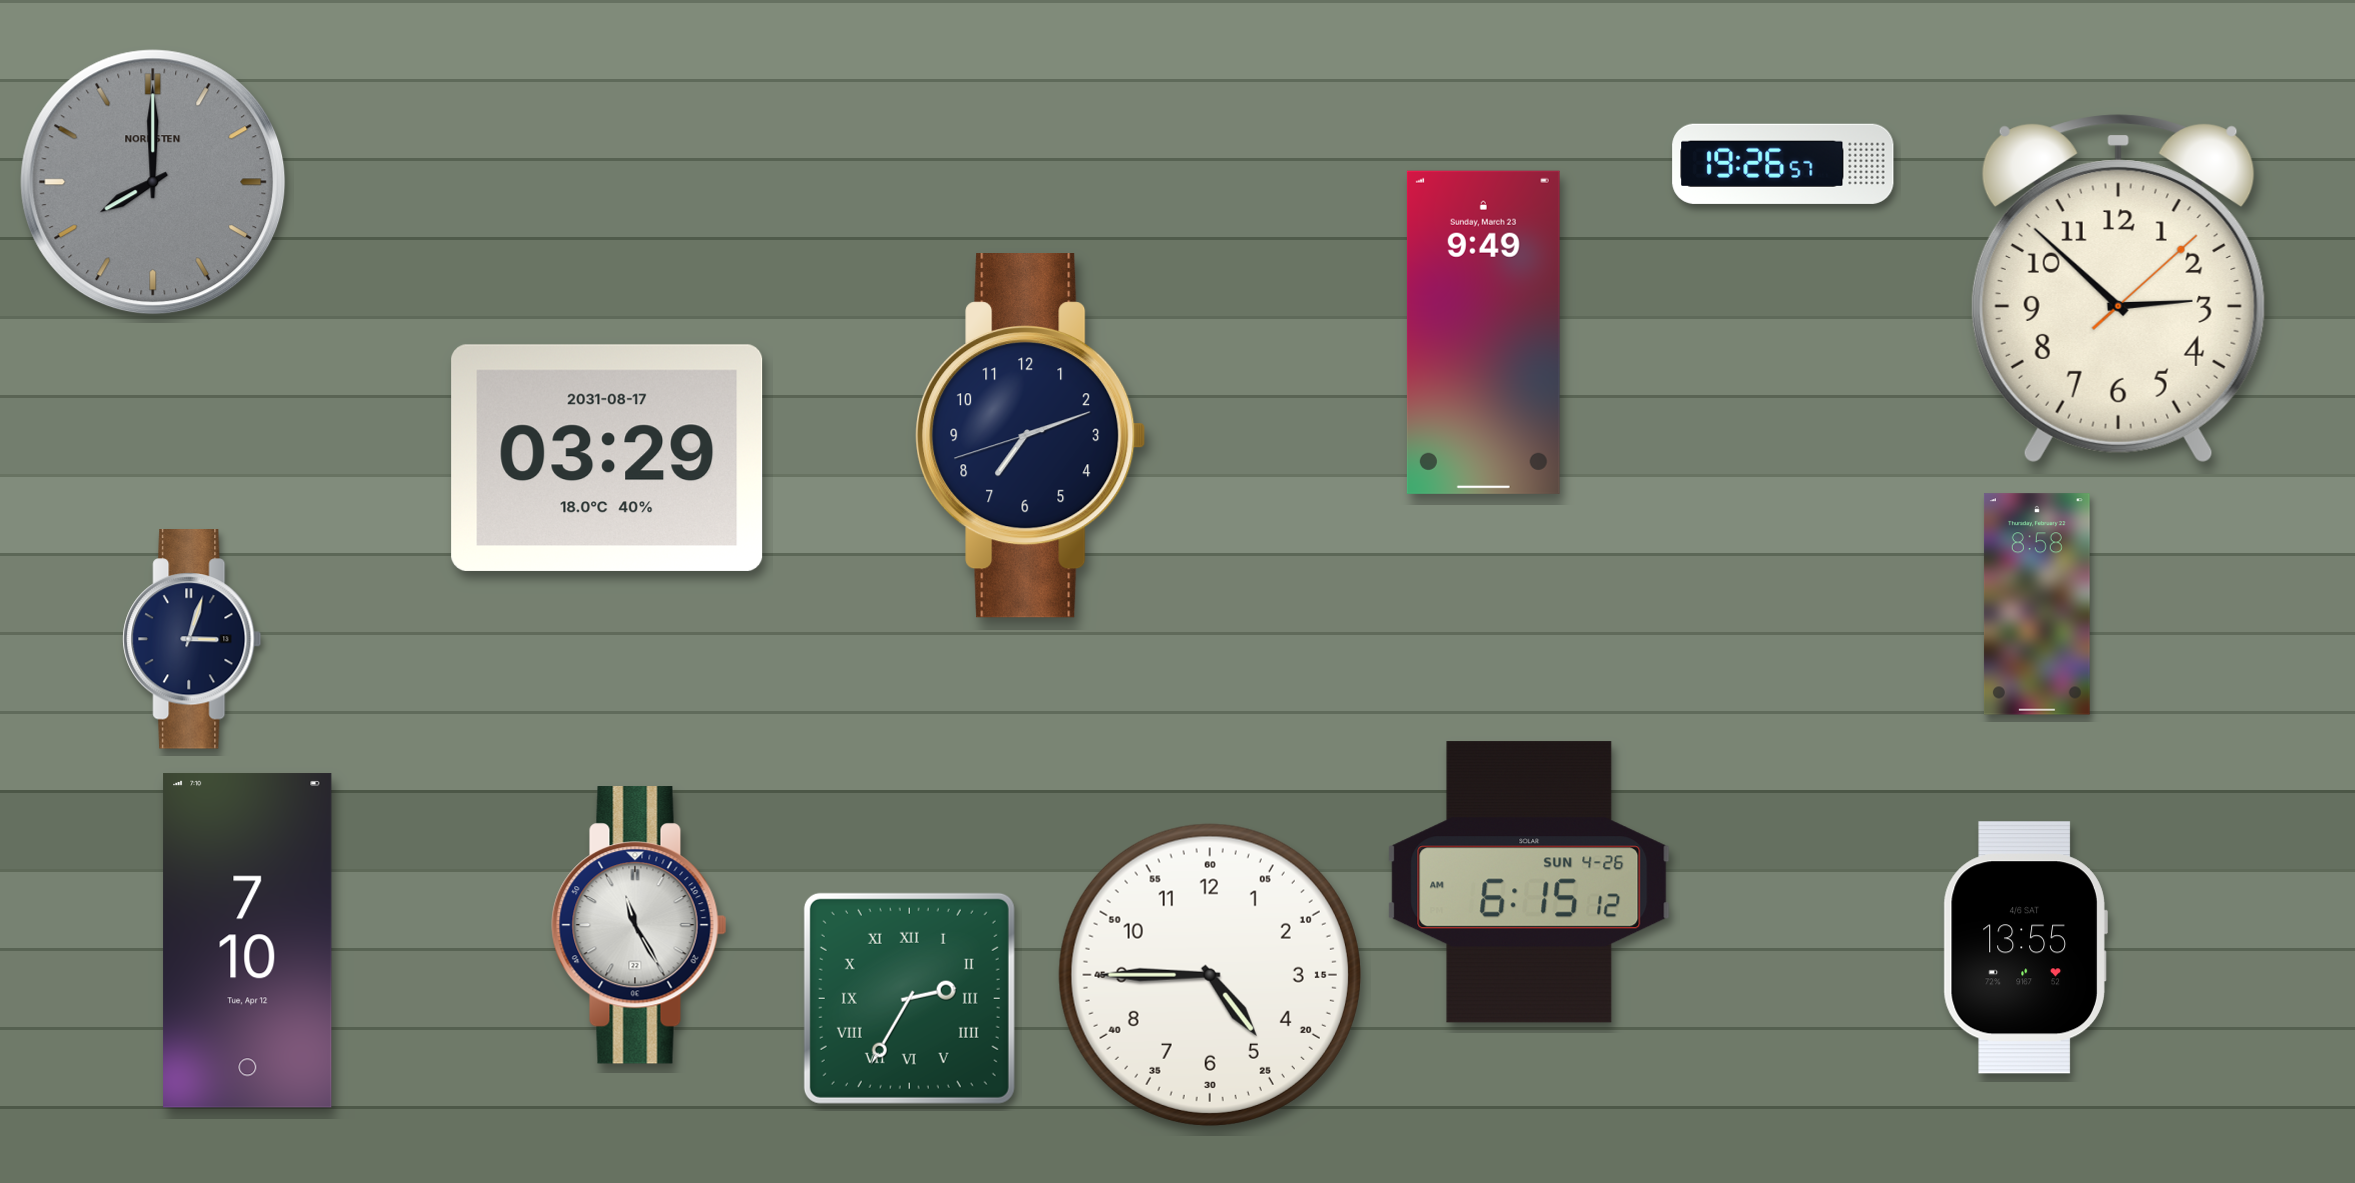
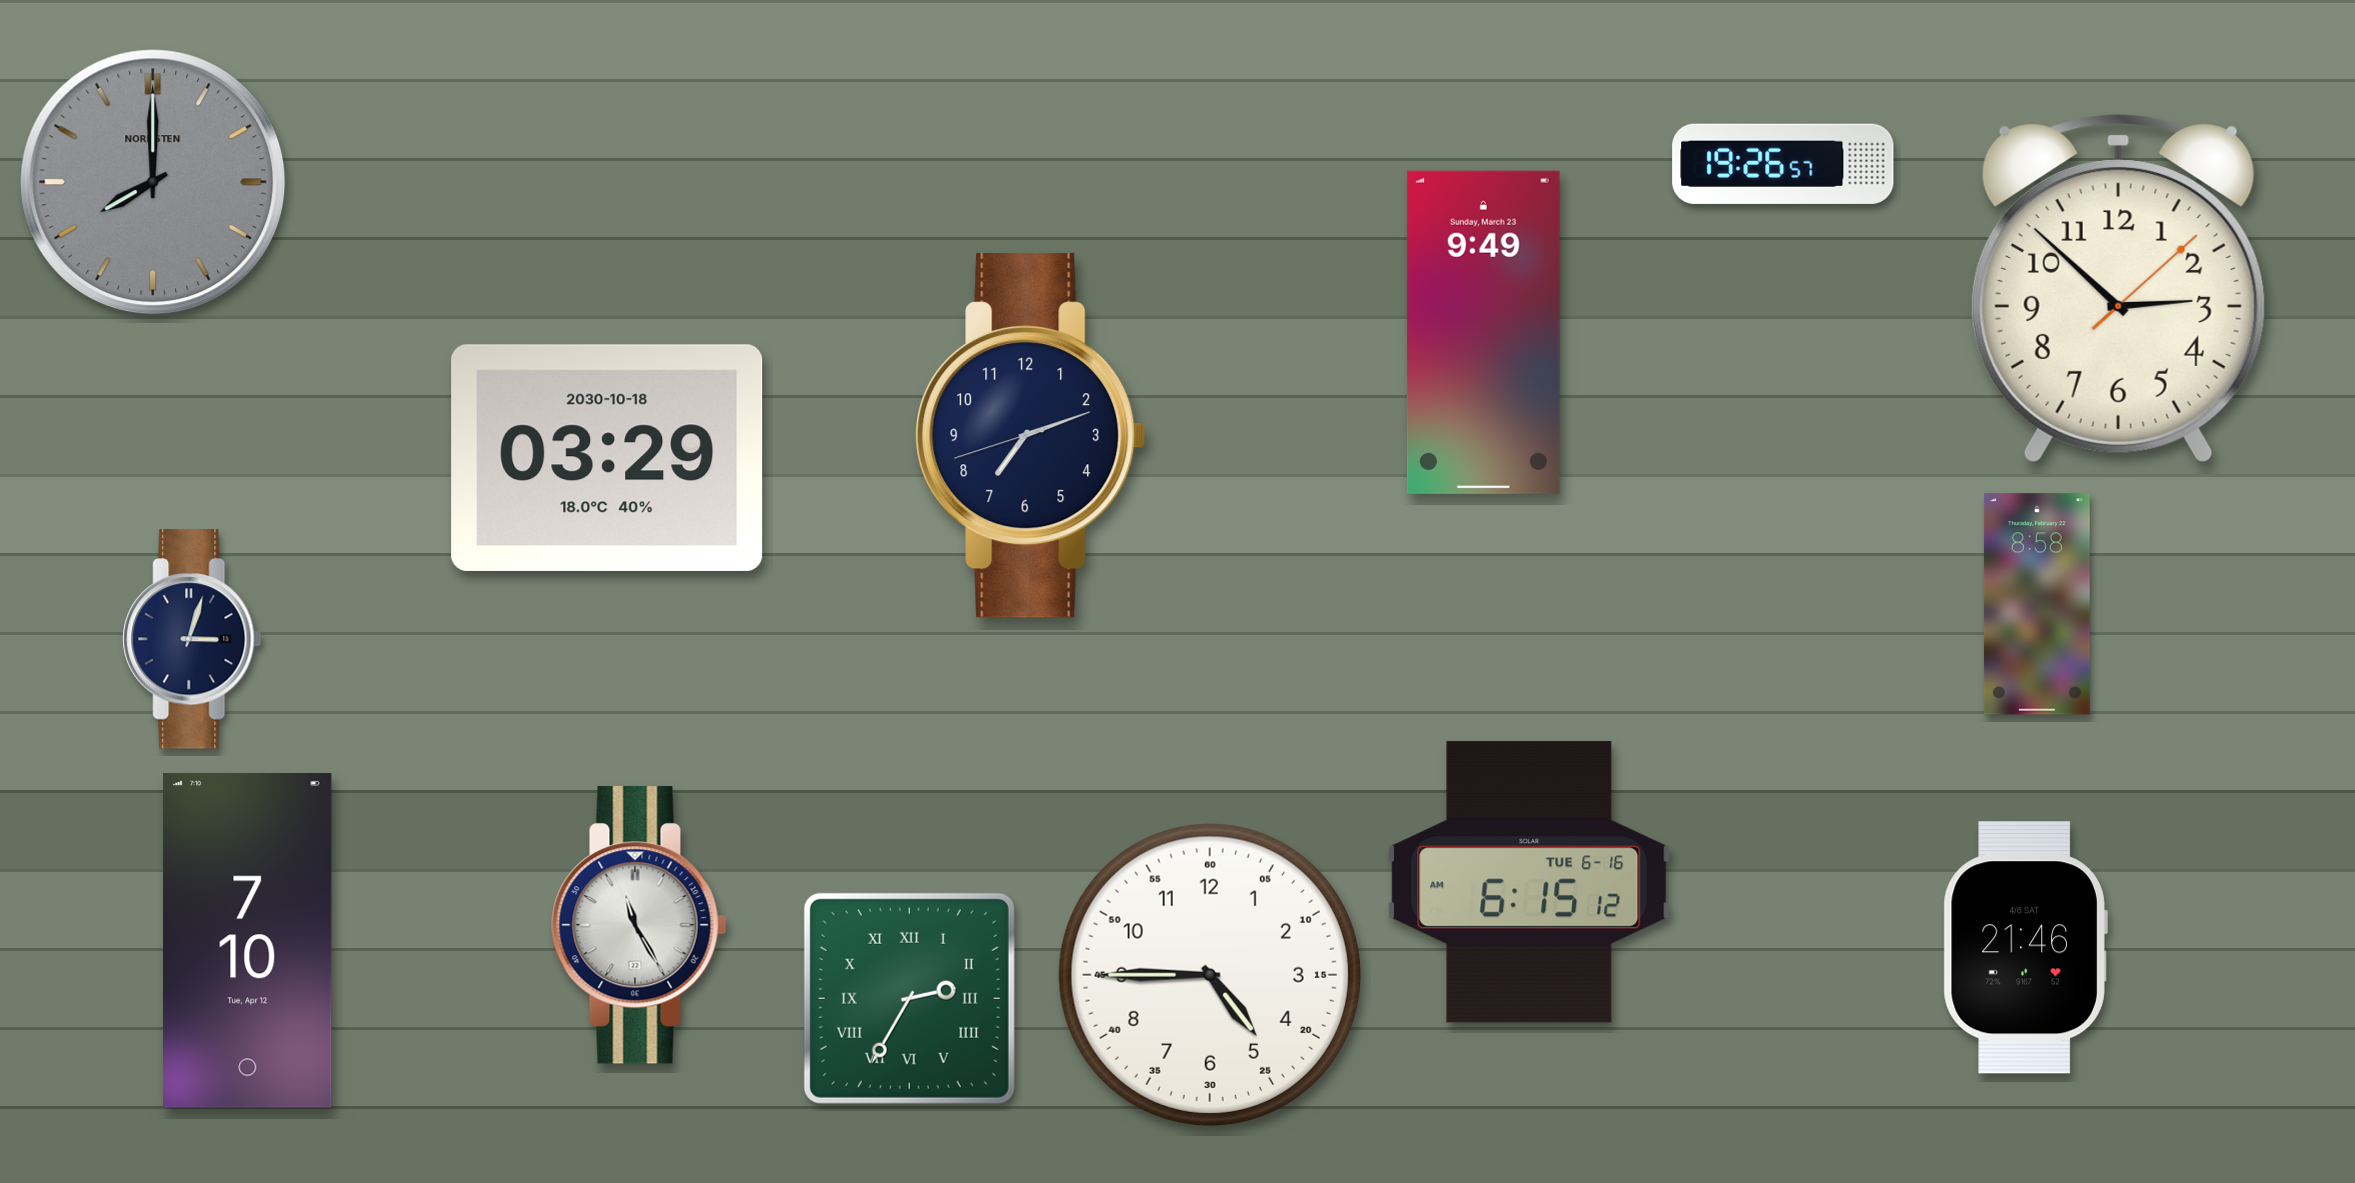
clock at (607, 458) date: 2031-08-17 -> 2030-10-18
clock at (1529, 882) date: SUN 4-26 -> TUE 6-16
clock at (2025, 948): 13:55 -> 21:46
